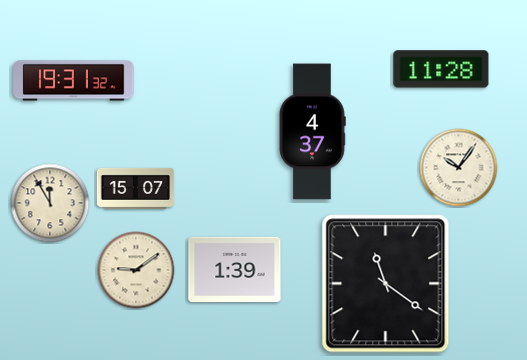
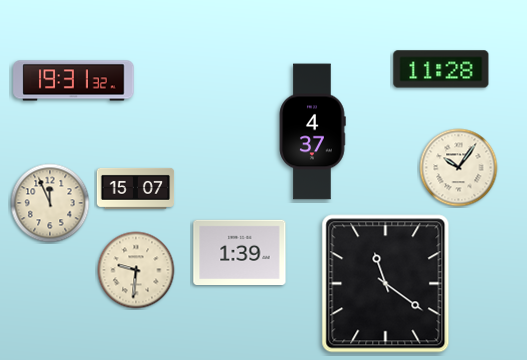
clock at (50, 203): 11:55 -> 11:56
clock at (235, 269) position: (235, 269) -> (240, 252)
clock at (136, 270): 9:09 -> 9:31
